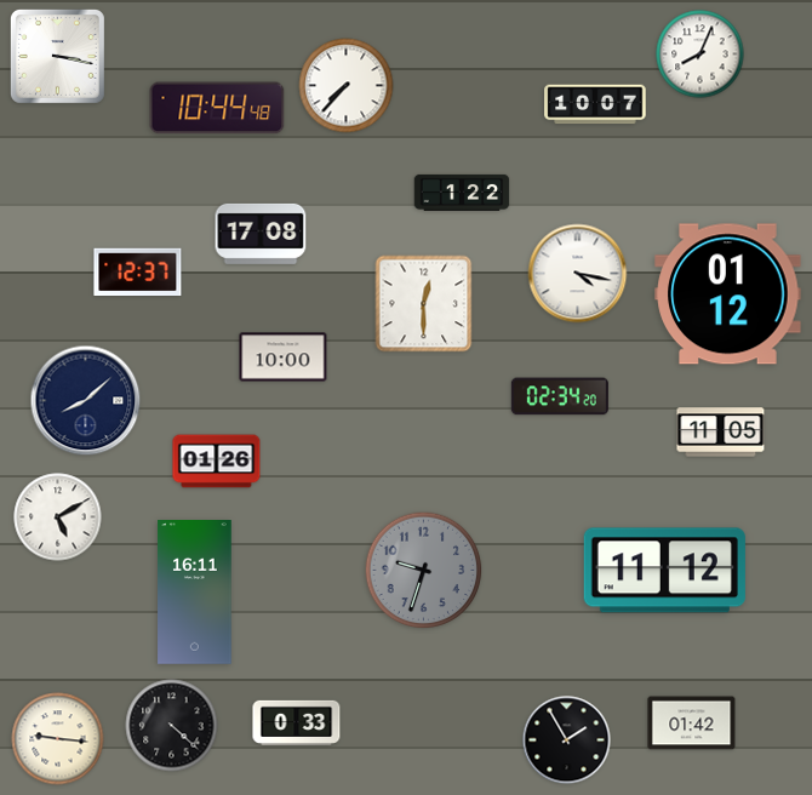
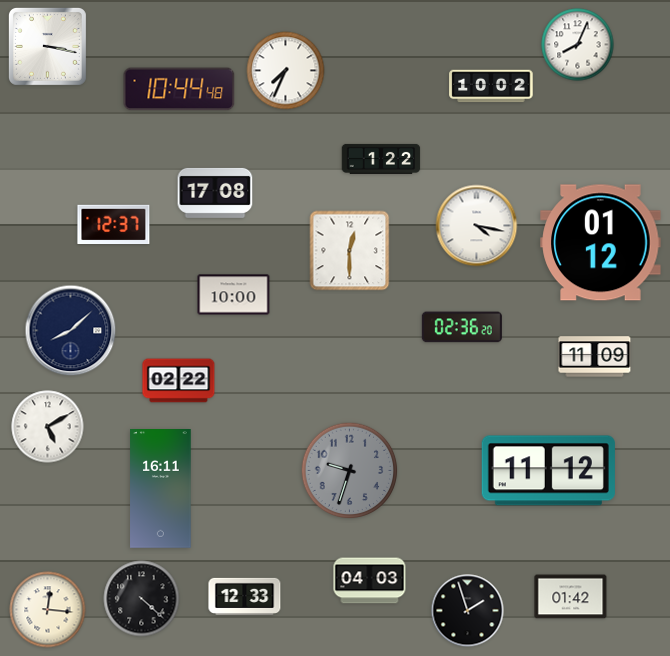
clock at (347, 86): 7:37 -> 7:34
clock at (595, 104): 10:07 -> 10:02
clock at (560, 396): 02:34 -> 02:36
clock at (721, 433): 11:05 -> 11:09
clock at (217, 462): 01:26 -> 02:22
clock at (370, 581): none -> 04:03
clock at (297, 722): 0:33 -> 12:33
clock at (58, 739): 9:16 -> 12:16
clock at (567, 740): 1:55 -> 1:57
